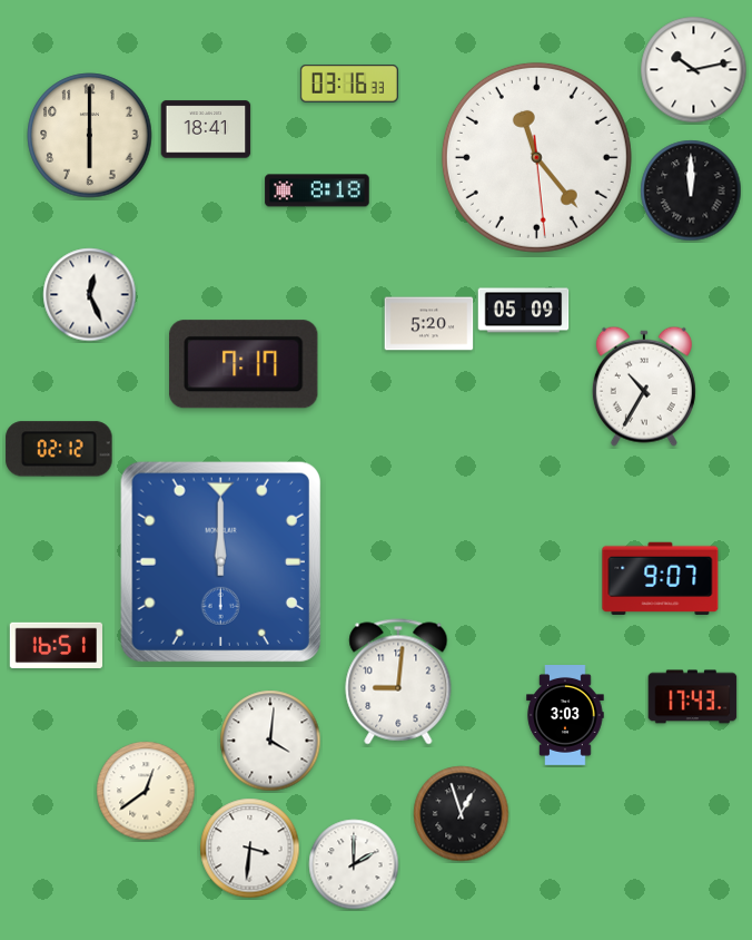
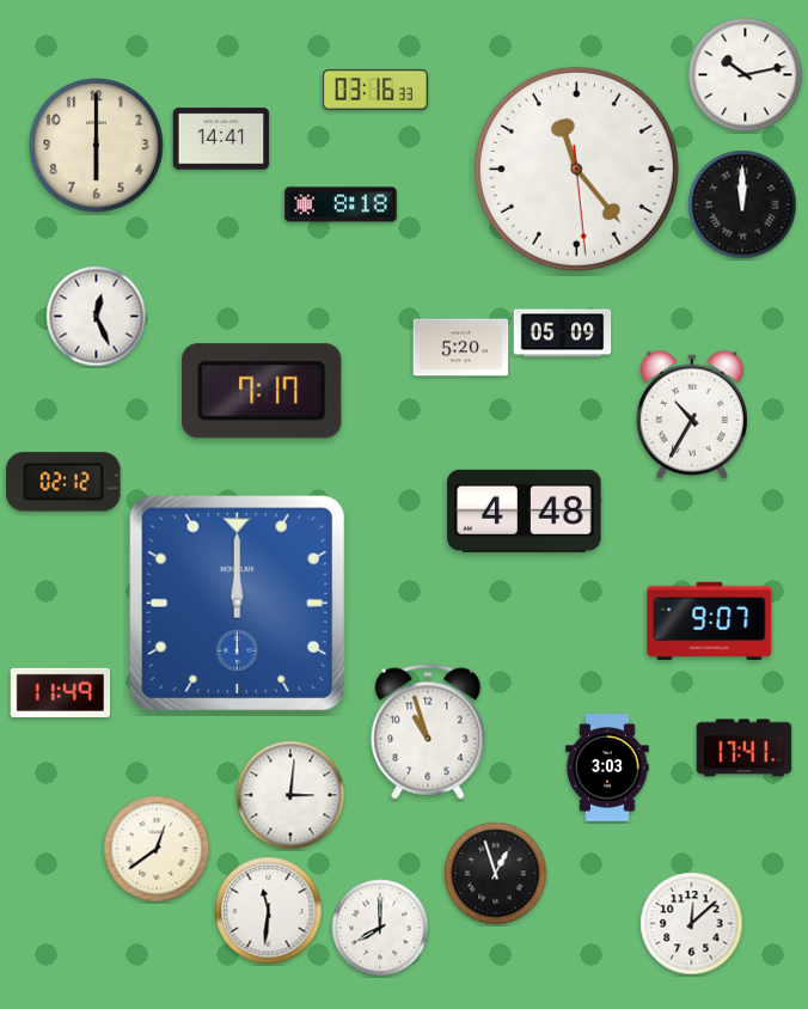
clock at (206, 129): 18:41 -> 14:41
clock at (525, 510): none -> 4:48
clock at (56, 645): 16:51 -> 11:49
clock at (398, 682): 9:01 -> 10:57
clock at (693, 697): 17:43 -> 17:41
clock at (270, 741): 4:01 -> 3:01
clock at (250, 849): 3:31 -> 11:31
clock at (692, 924): none -> 12:08
clock at (354, 864): 2:00 -> 8:00
